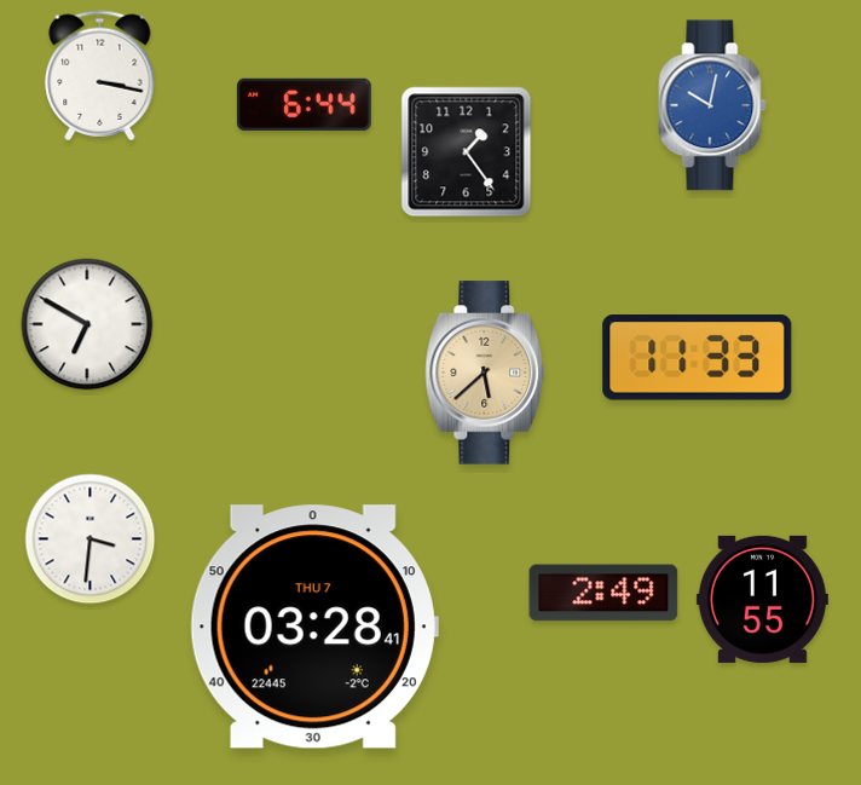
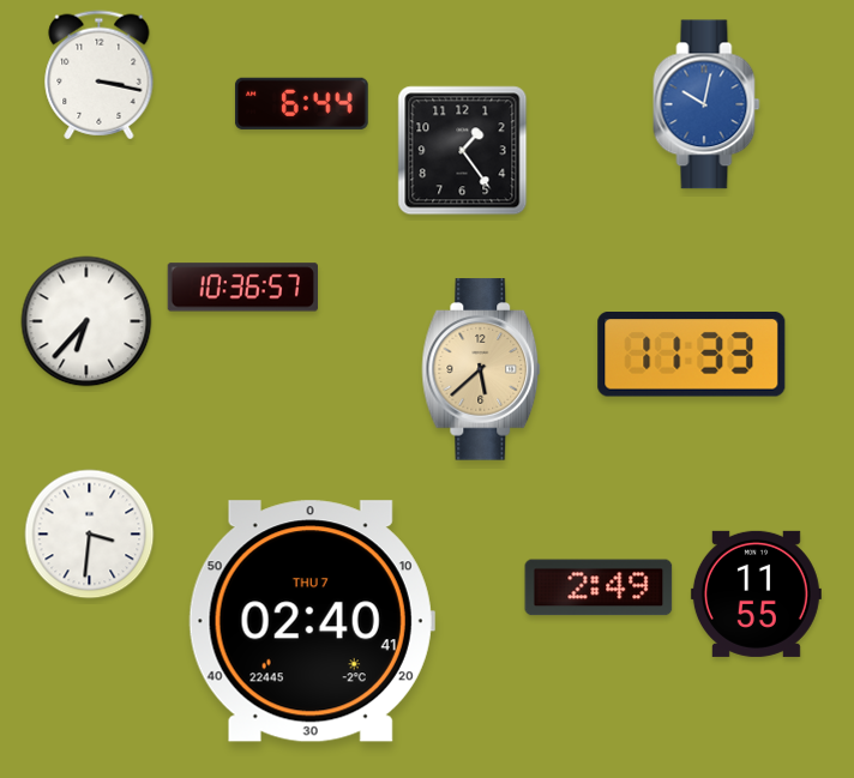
clock at (242, 288): none -> 10:36
clock at (87, 324): 6:50 -> 6:37
clock at (314, 627): 03:28 -> 02:40
